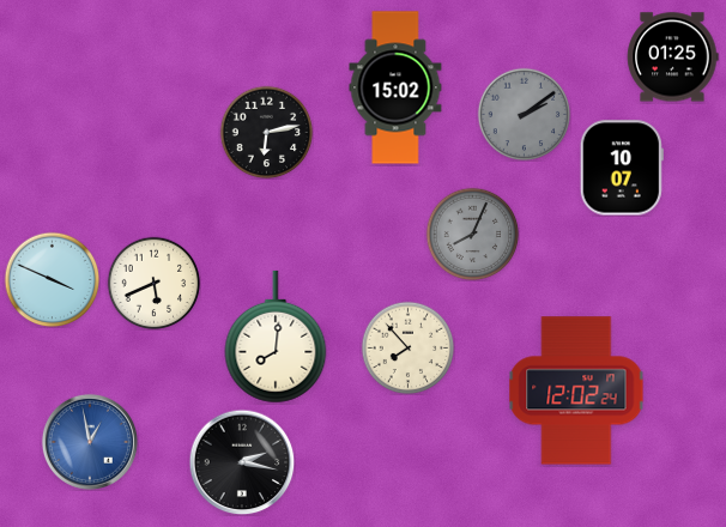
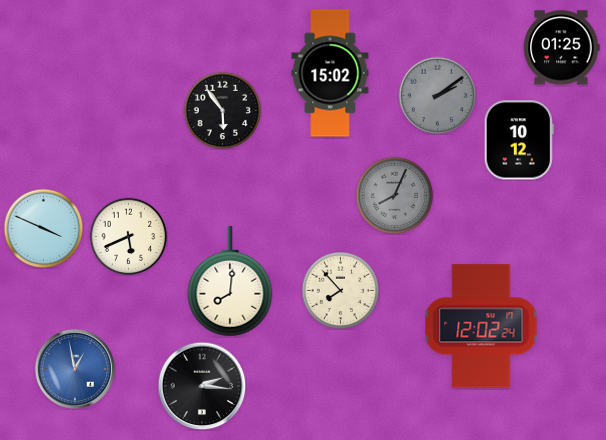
clock at (266, 132): 6:13 -> 5:54
clock at (622, 168): 10:07 -> 10:12
clock at (52, 279) position: (52, 279) -> (43, 228)
clock at (242, 462): 2:17 -> 2:16
